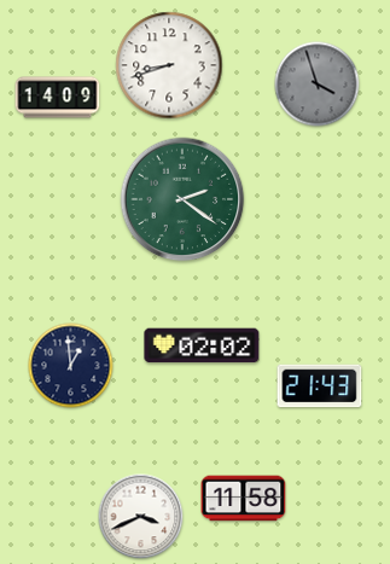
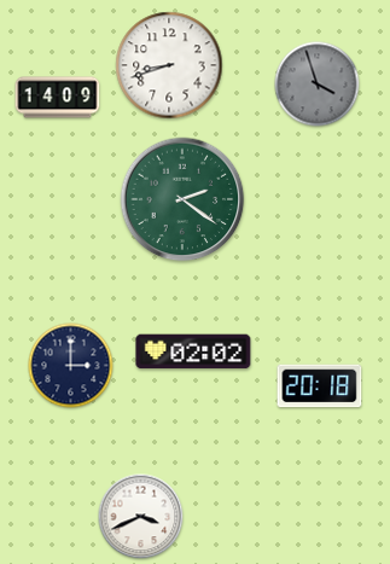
clock at (202, 345) position: (202, 345) -> (193, 351)
clock at (71, 366): 12:59 -> 3:00
clock at (320, 386): 21:43 -> 20:18
clock at (244, 499): 11:58 -> none
